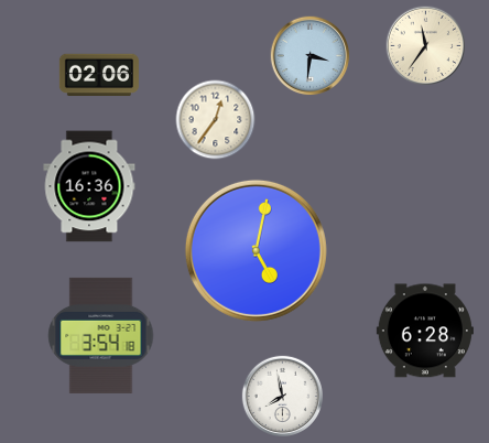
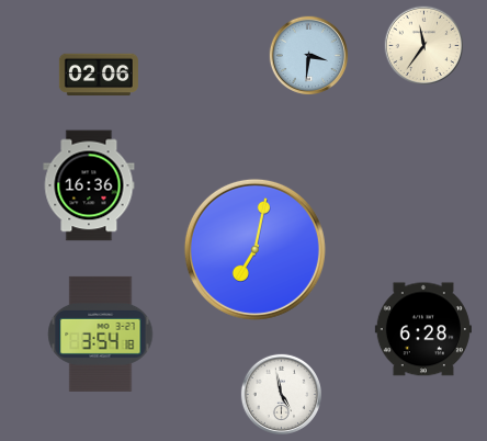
clock at (216, 120): 12:36 -> none
clock at (256, 250): 5:02 -> 7:02
clock at (282, 396): 7:58 -> 4:58
